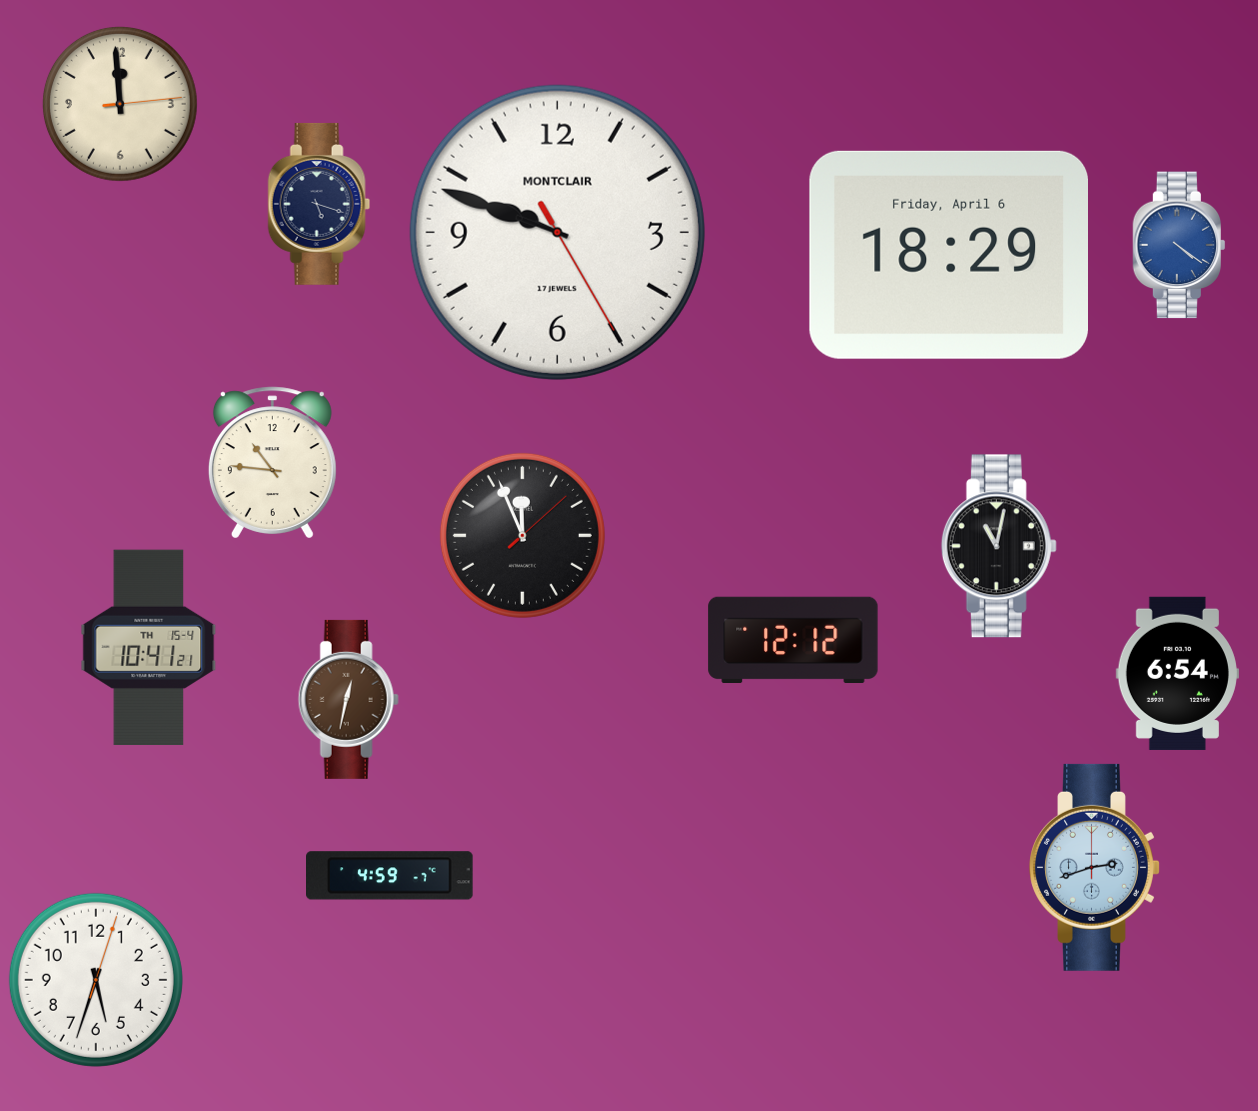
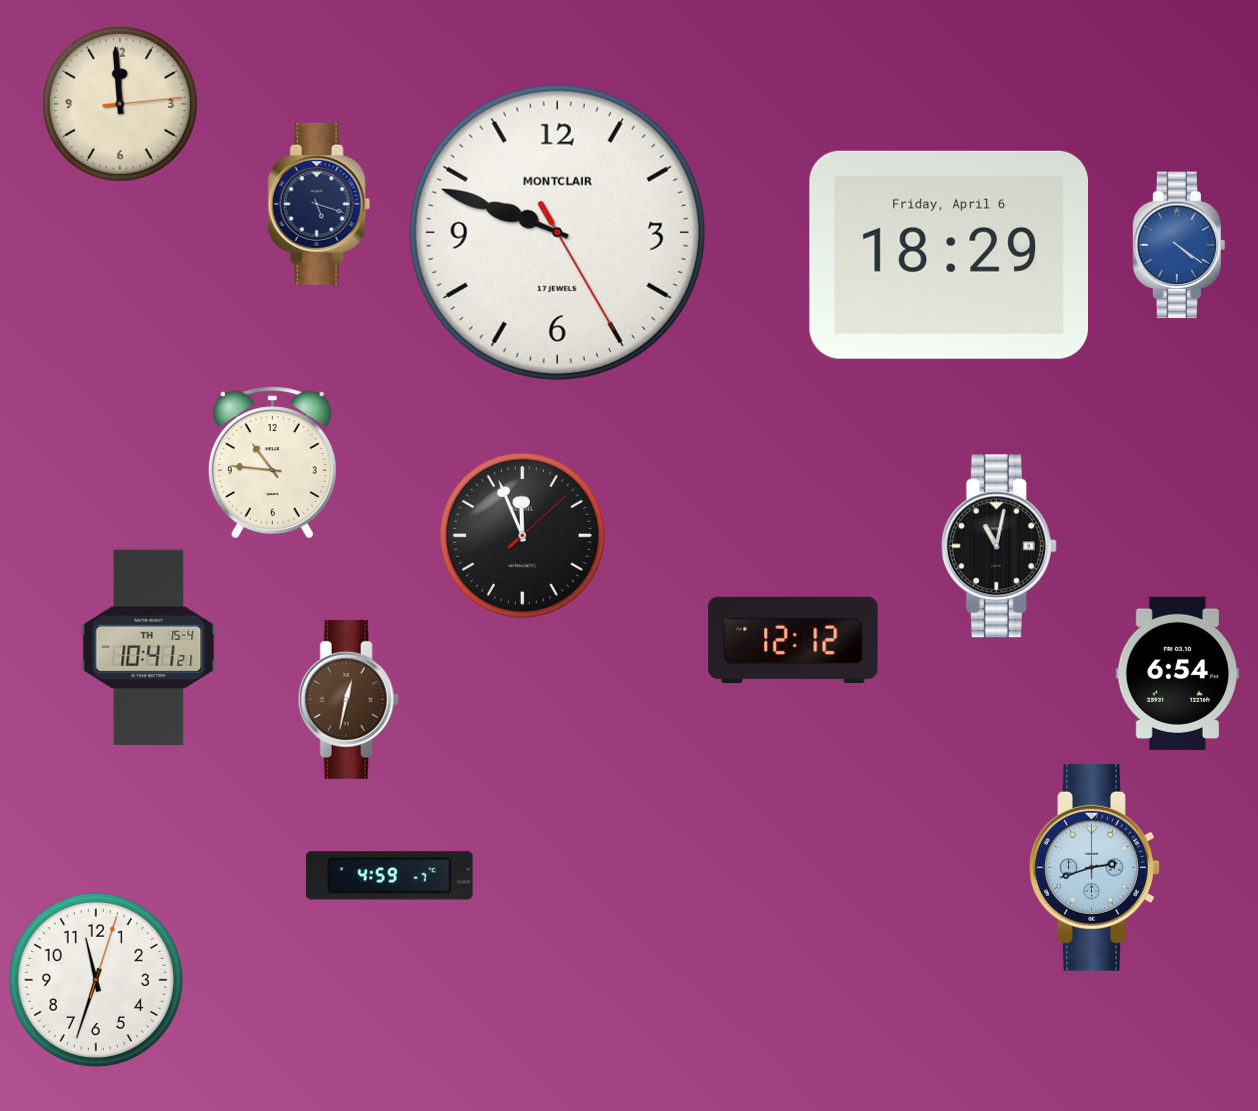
clock at (96, 980): 5:33 -> 11:33
